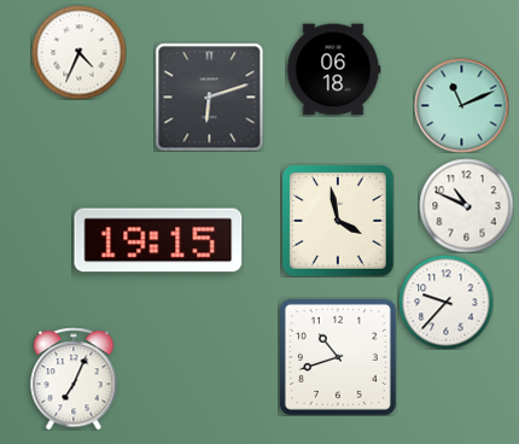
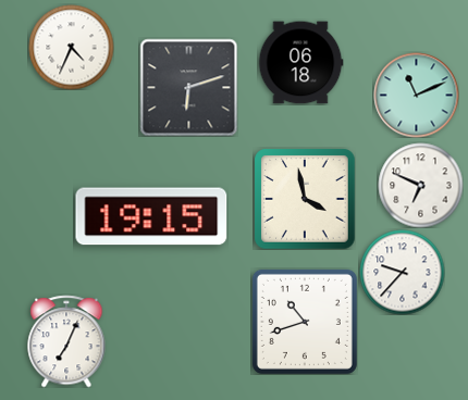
clock at (466, 205): 10:49 -> 6:49
clock at (158, 240) position: (158, 240) -> (151, 216)
